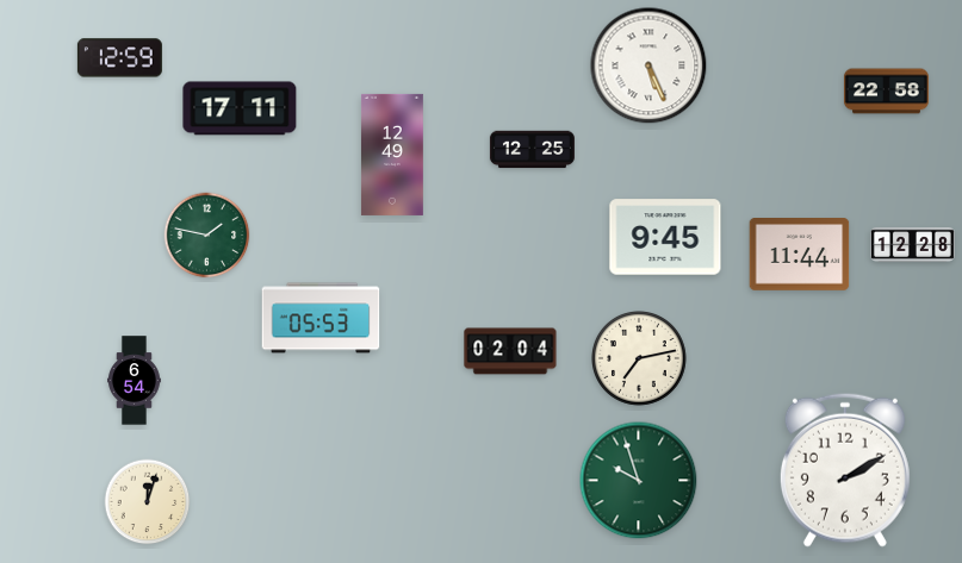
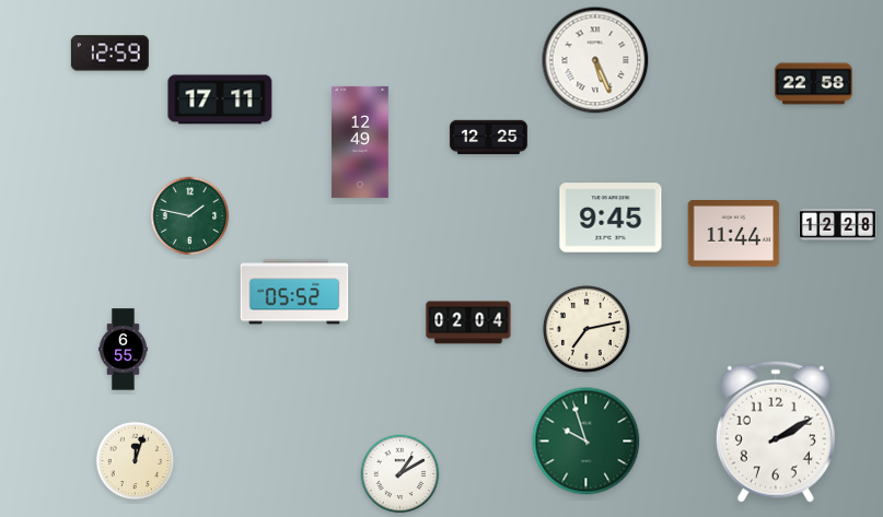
clock at (321, 318): 05:53 -> 05:52
clock at (135, 381): 6:54 -> 6:55
clock at (400, 474): none -> 1:10
